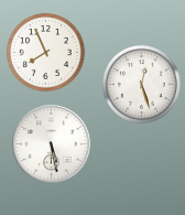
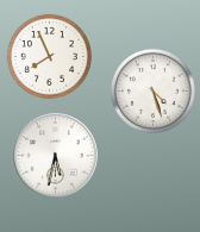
clock at (141, 84): 12:27 -> 4:27
clock at (52, 144): 5:28 -> 5:32
